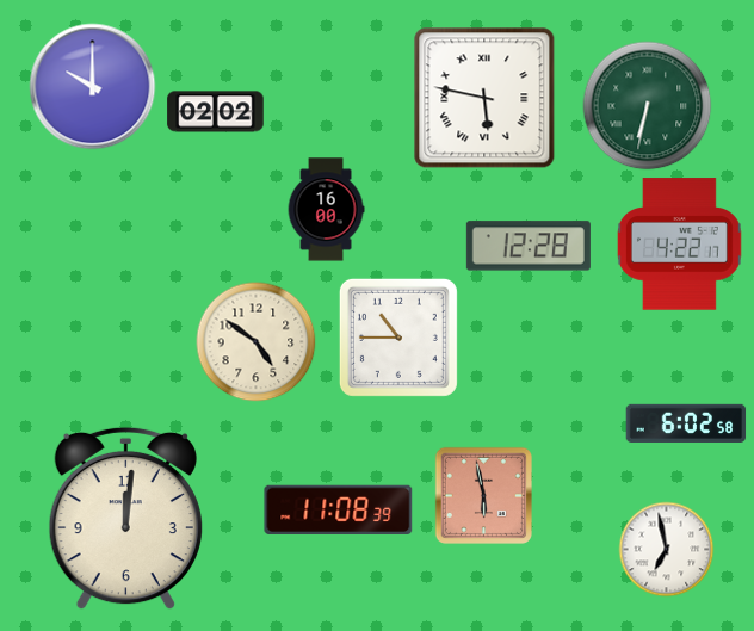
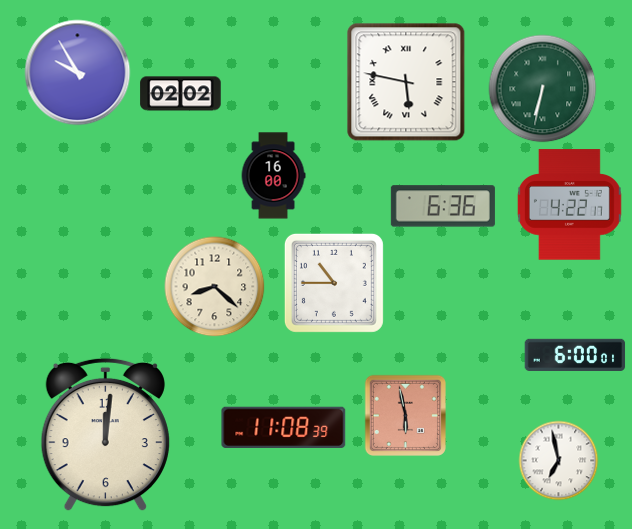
clock at (93, 87): 10:00 -> 9:55
clock at (529, 246): 12:28 -> 6:36
clock at (257, 342): 4:51 -> 8:22
clock at (686, 423): 6:02 -> 6:00
